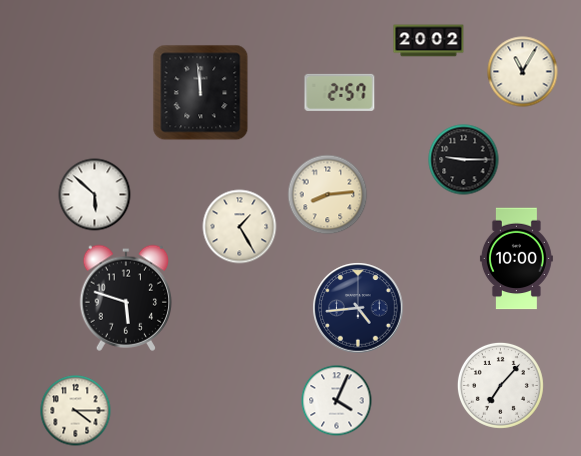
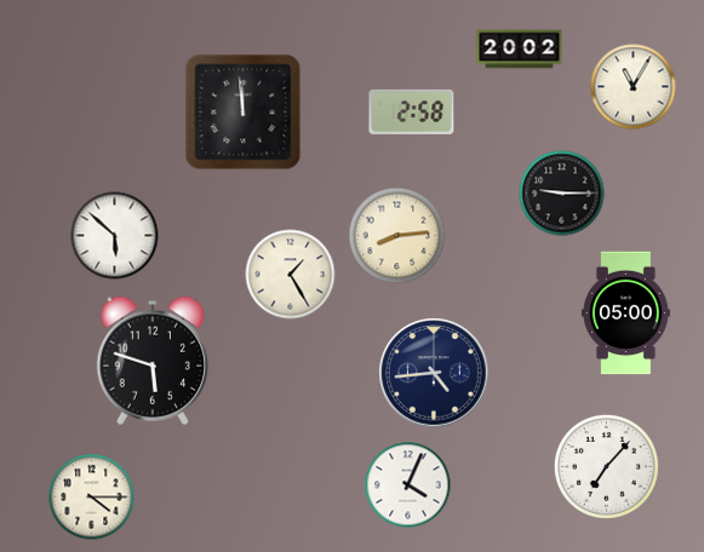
clock at (340, 92): 2:57 -> 2:58
clock at (516, 259): 10:00 -> 05:00
